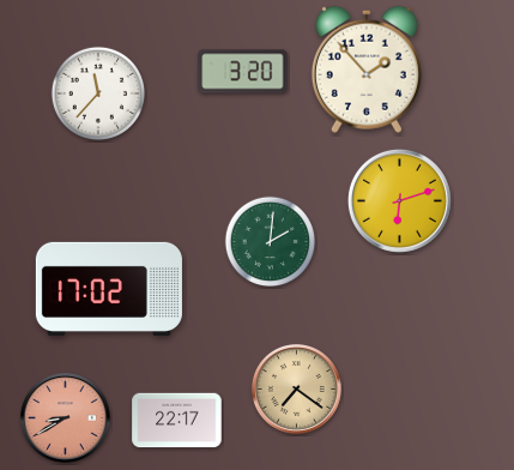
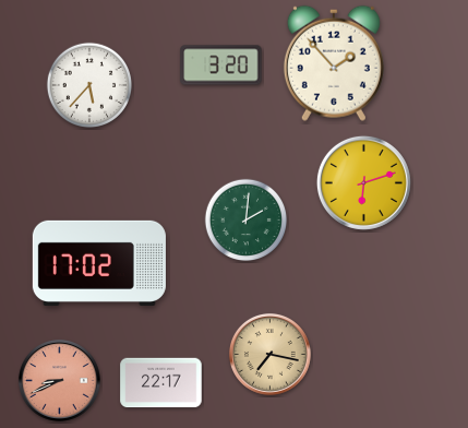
clock at (97, 92): 11:37 -> 5:37
clock at (296, 388): 7:21 -> 7:17
clock at (65, 417): 8:40 -> 8:41
